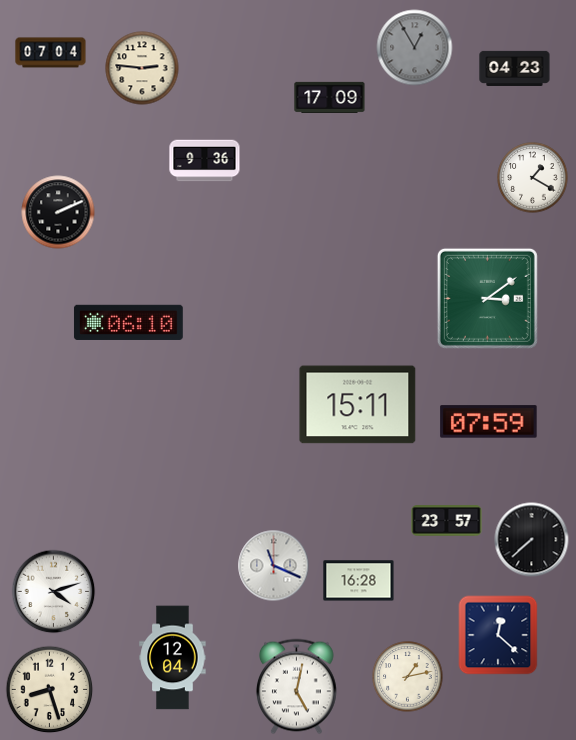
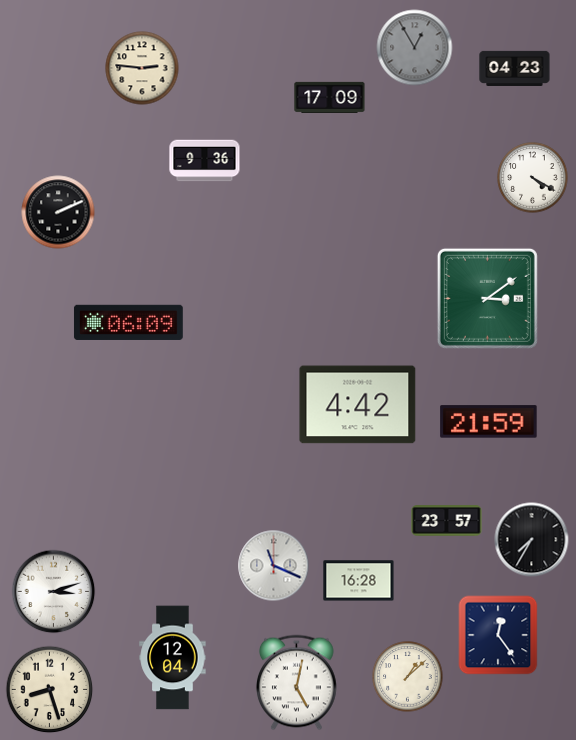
clock at (51, 53): 07:04 -> none
clock at (533, 178): 1:20 -> 4:20
clock at (129, 322): 06:10 -> 06:09
clock at (358, 405): 15:11 -> 4:42
clock at (489, 422): 07:59 -> 21:59
clock at (532, 540): 7:38 -> 7:35
clock at (54, 592): 4:12 -> 3:12
clock at (498, 635): 12:22 -> 12:24
clock at (408, 677): 1:13 -> 1:08
clock at (297, 687) position: (297, 687) -> (297, 683)
